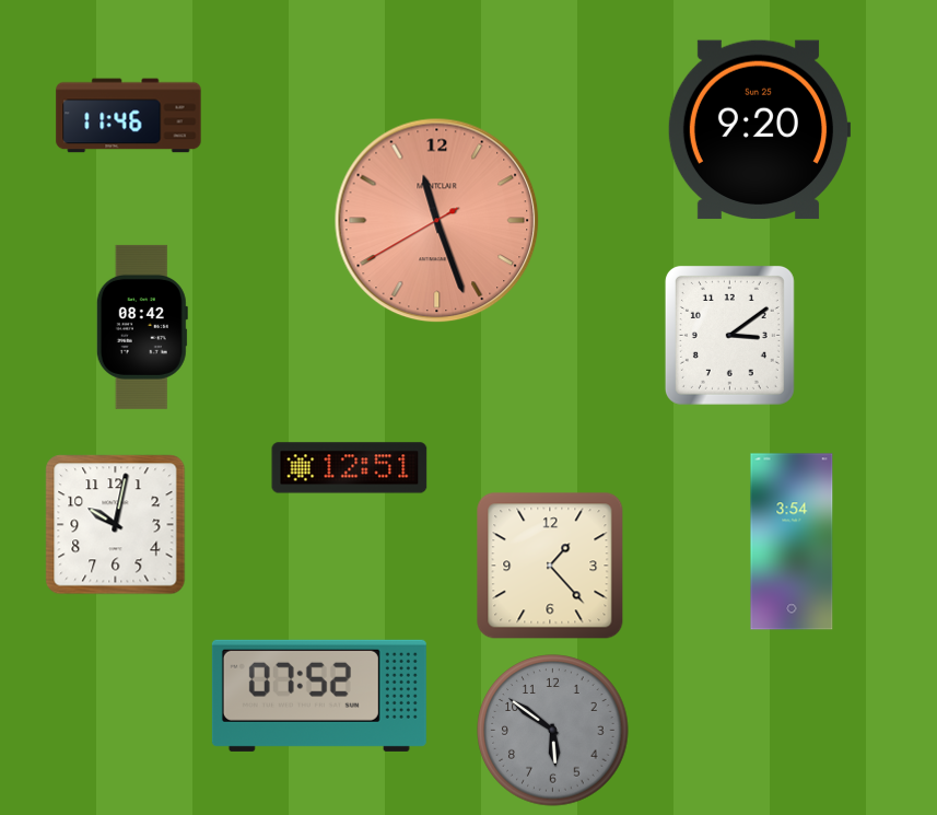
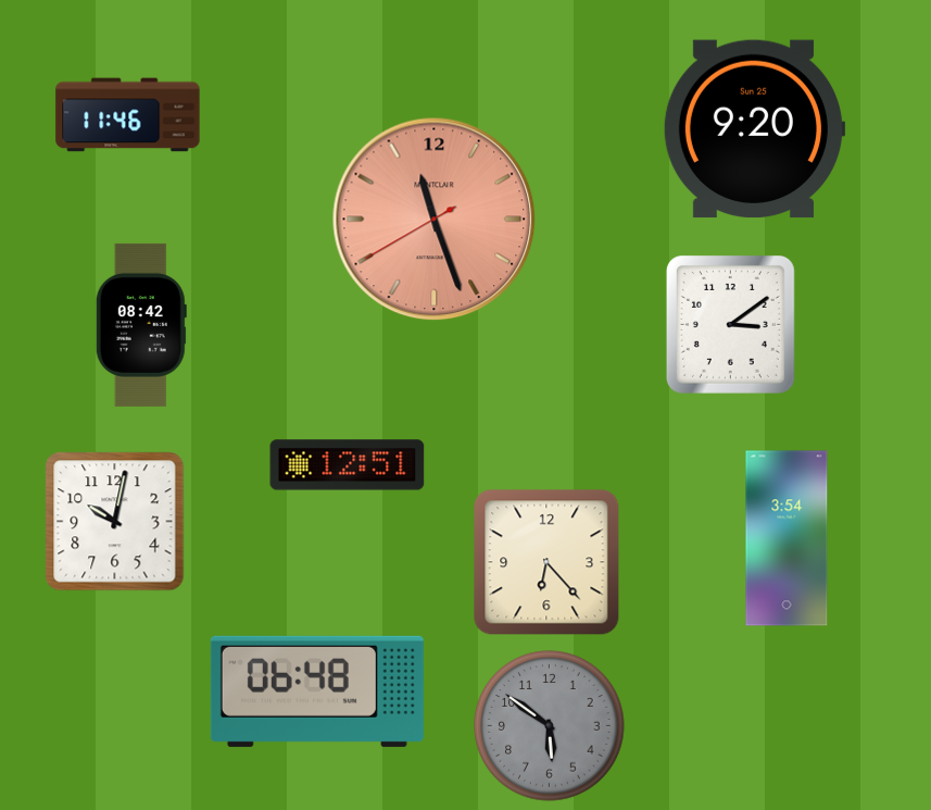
clock at (729, 335) position: (729, 335) -> (730, 324)
clock at (550, 566): 1:23 -> 6:23
clock at (319, 696): 07:52 -> 06:48
